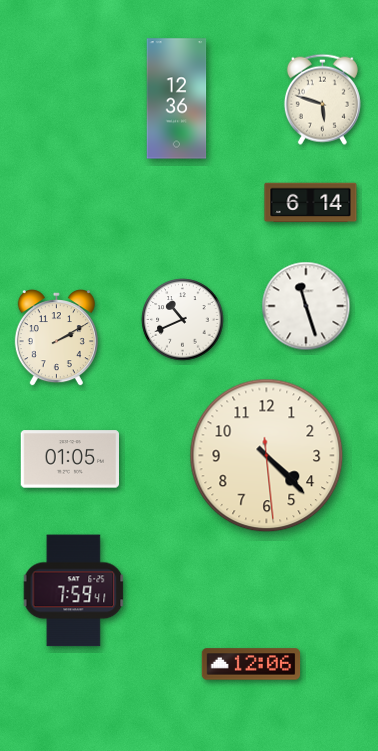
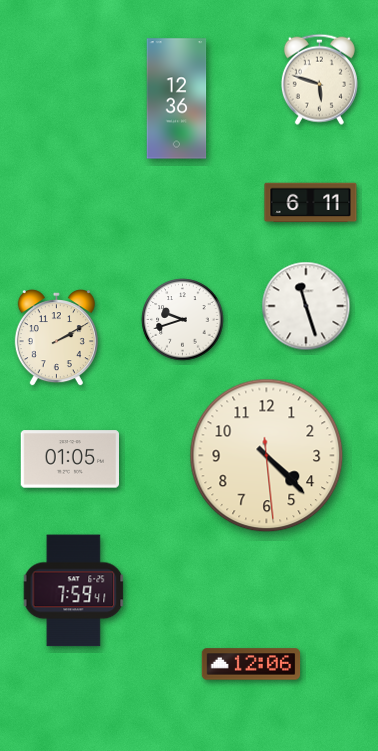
clock at (322, 99) position: (322, 99) -> (319, 79)
clock at (311, 203): 6:14 -> 6:11
clock at (183, 320): 10:41 -> 9:42
